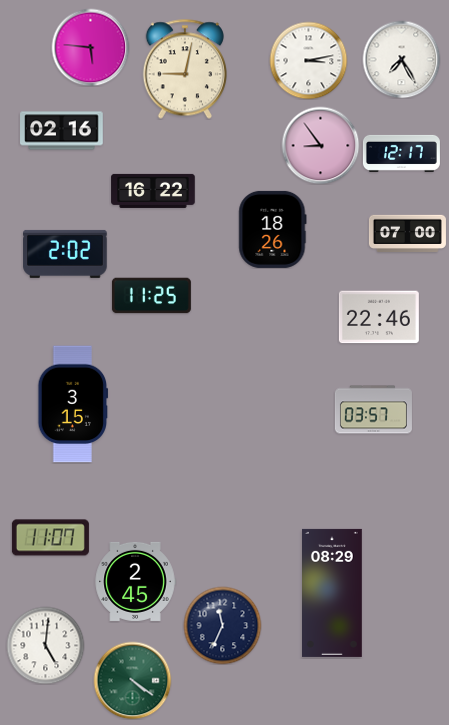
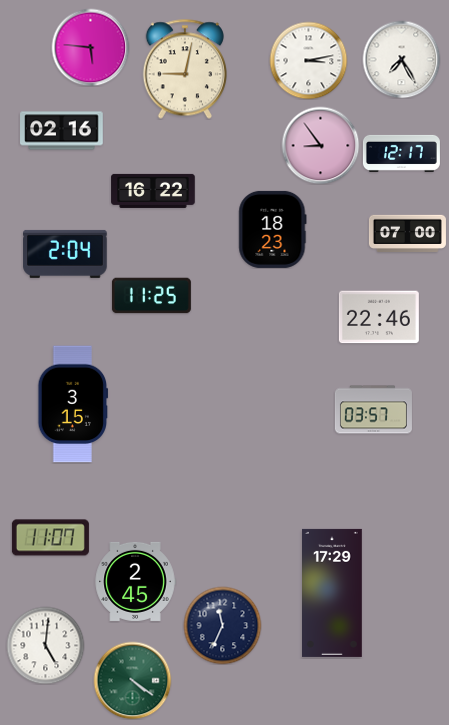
clock at (273, 229): 18:26 -> 18:23
clock at (65, 254): 2:02 -> 2:04
clock at (333, 593): 08:29 -> 17:29
